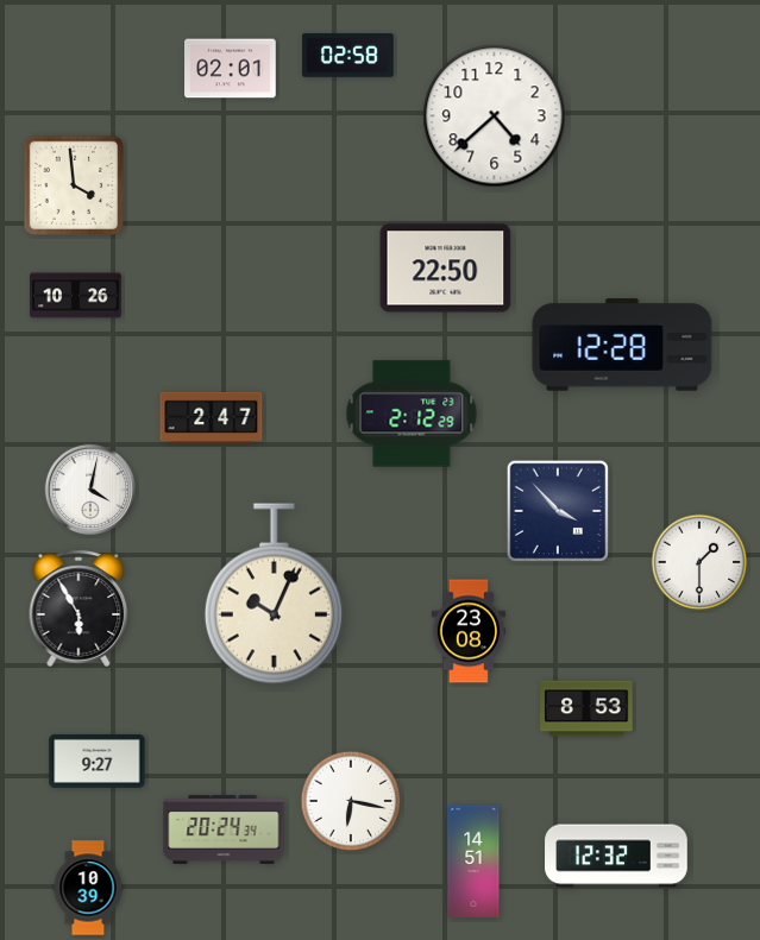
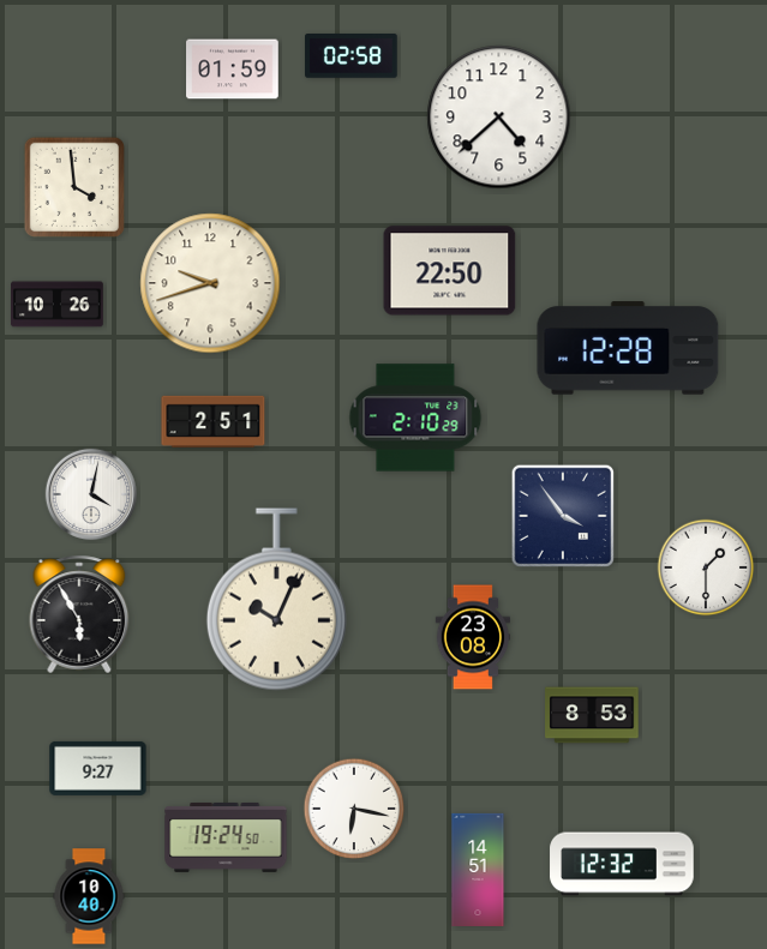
clock at (231, 69): 02:01 -> 01:59
clock at (210, 283): none -> 9:42
clock at (76, 296) position: (76, 296) -> (58, 305)
clock at (412, 414): 2:12 -> 2:10
clock at (212, 417): 2:47 -> 2:51
clock at (557, 510): 3:53 -> 3:54
clock at (224, 829): 20:24 -> 19:24
clock at (88, 888): 10:39 -> 10:40
